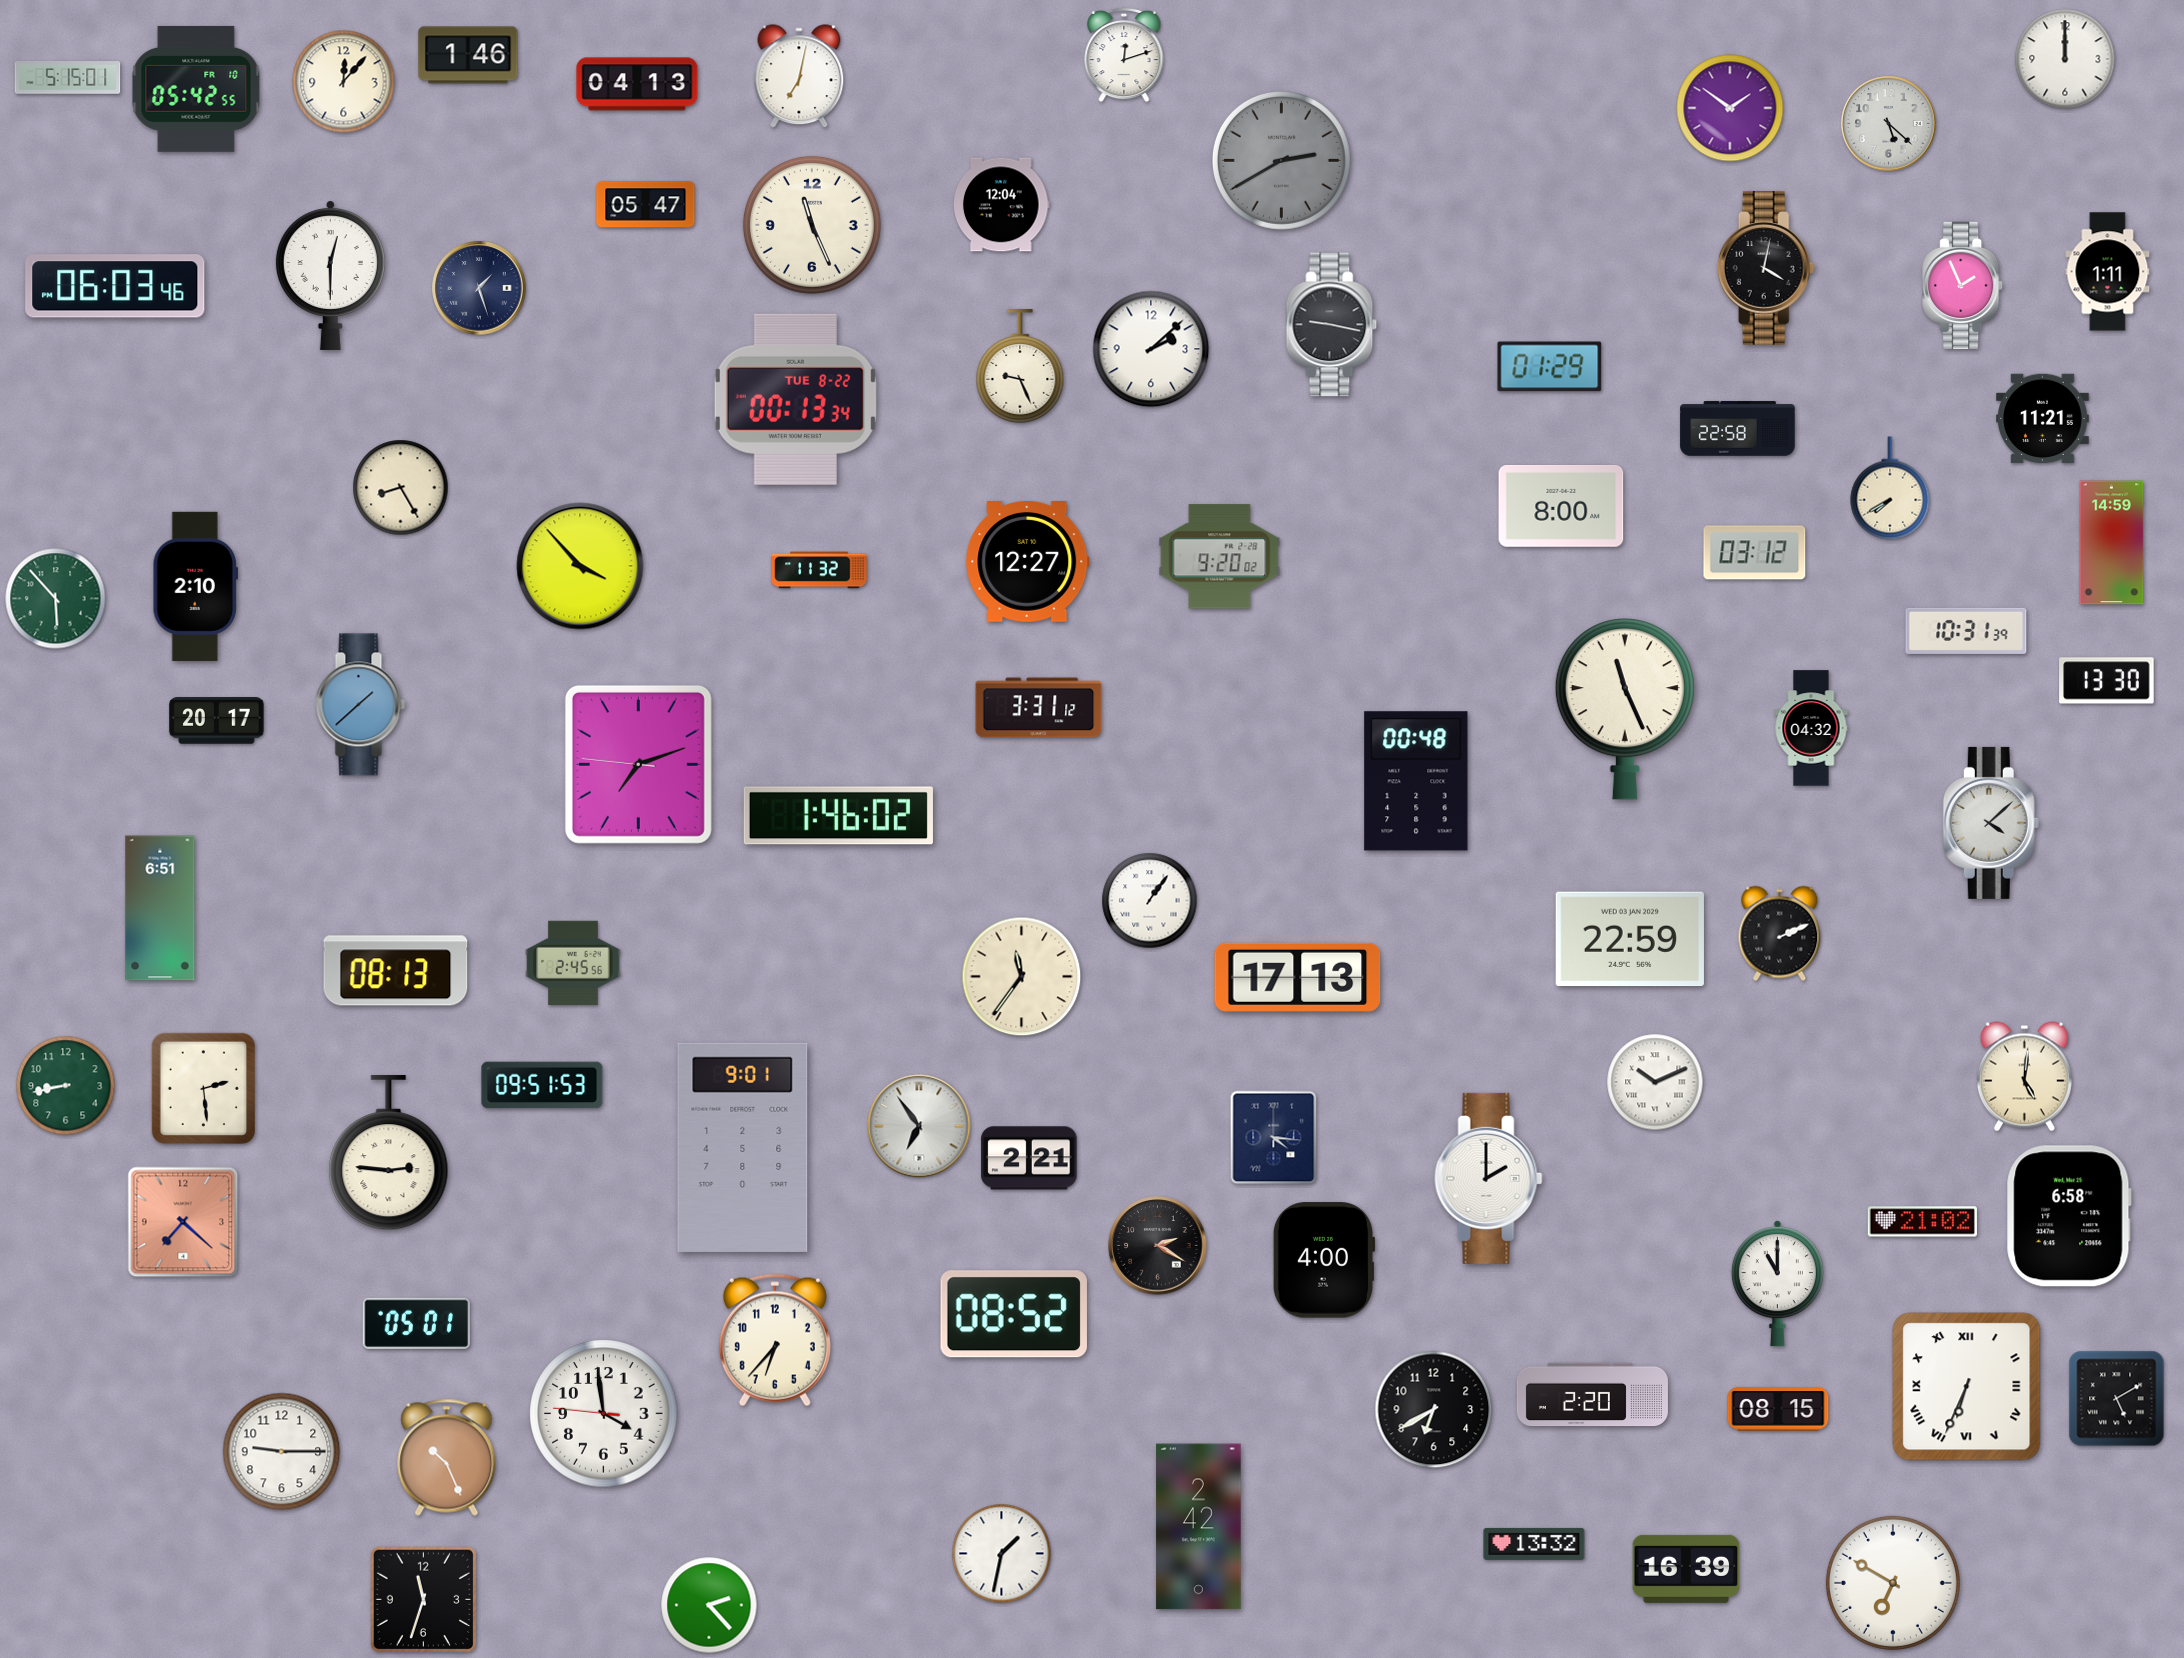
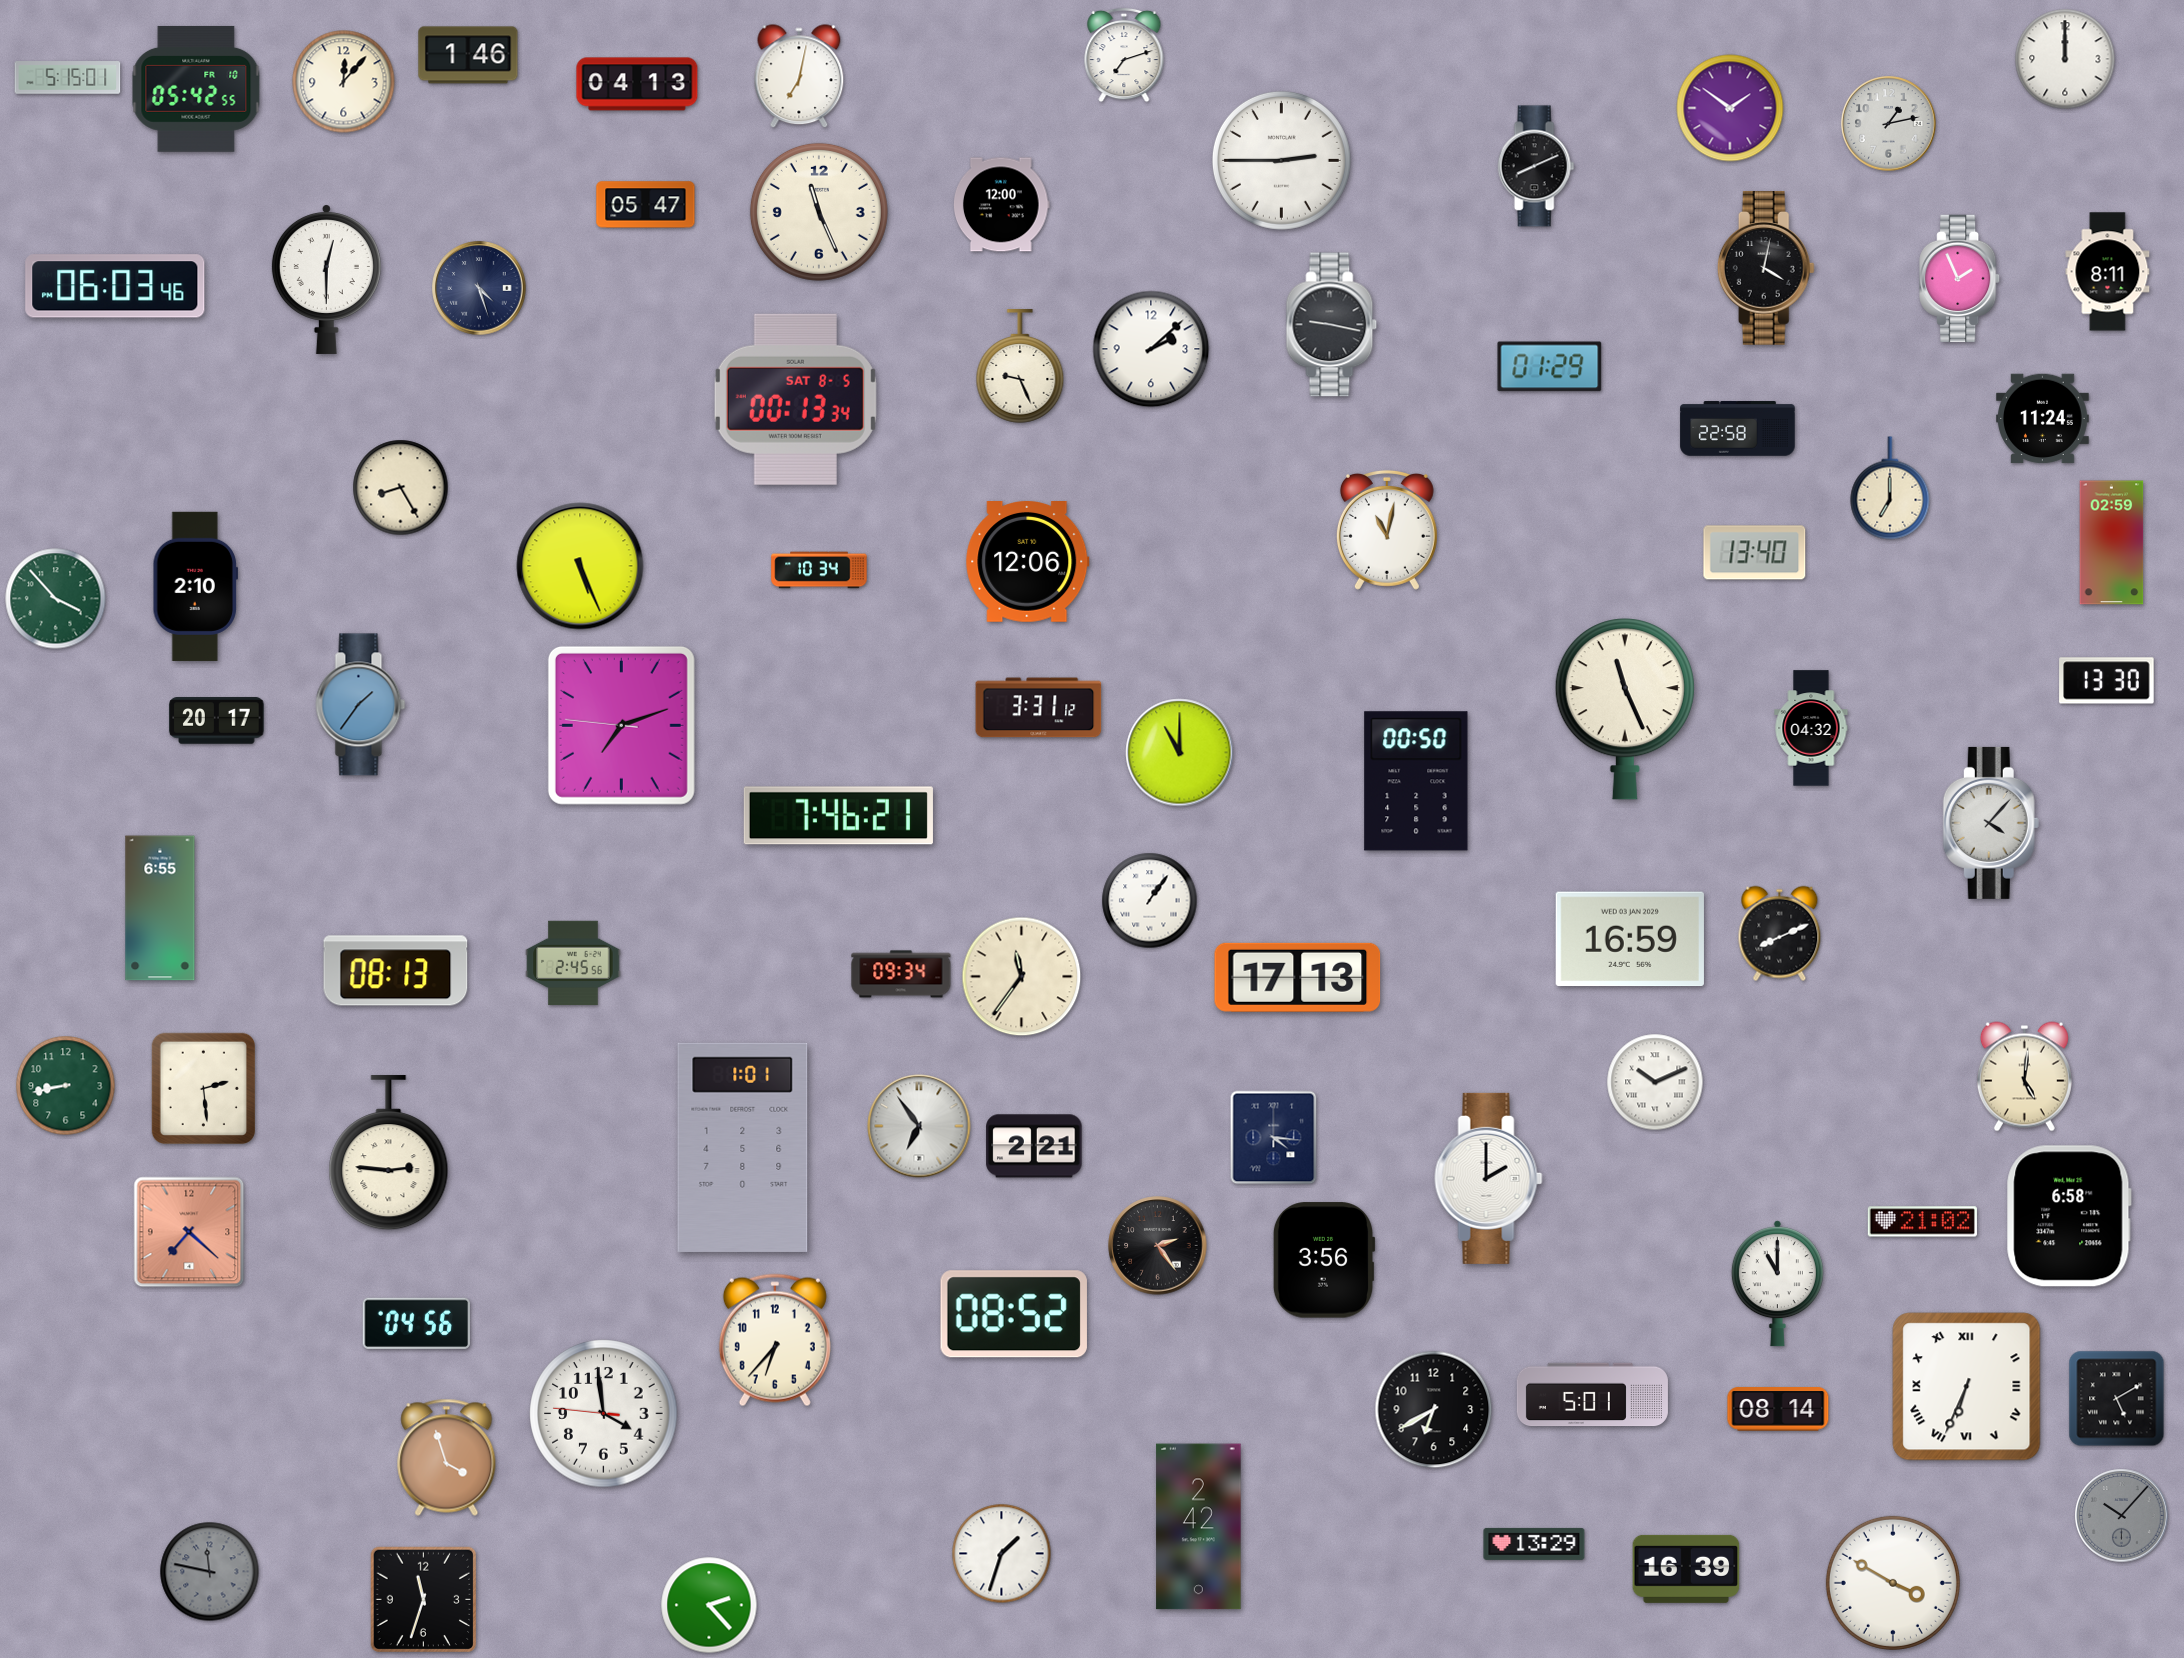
clock at (1124, 55): 12:12 -> 7:12
clock at (1889, 124): 5:22 -> 1:13
clock at (1281, 160): 2:40 -> 2:45
clock at (1281, 160) dial: grey -> white
clock at (1536, 166): none -> 8:11
clock at (1002, 205): 12:04 -> 12:00
clock at (812, 225) position: (812, 225) -> (819, 212)
clock at (2108, 272): 1:11 -> 8:11
clock at (330, 276) position: (330, 276) -> (326, 280)
clock at (1963, 286) position: (1963, 286) -> (1960, 279)
clock at (479, 288): 1:27 -> 4:27
clock at (795, 399) date: TUE 8-22 -> SAT 8-5
clock at (2043, 419): 11:21 -> 11:24
clock at (1890, 488): 7:40 -> 7:00
clock at (1561, 507): 8:00 -> none
clock at (1387, 530): none -> 11:02
clock at (2112, 543): 14:59 -> 02:59
clock at (1755, 553): 03:12 -> 13:40
clock at (1220, 557): 9:20 -> none
clock at (1028, 562): 12:27 -> 12:06
clock at (580, 566): 3:53 -> 5:26
clock at (819, 570): 11:32 -> 10:34
clock at (56, 599): 5:53 -> 3:53
clock at (1966, 631): 10:31 -> none
clock at (361, 705): 1:38 -> 1:36
clock at (1180, 753): none -> 11:00
clock at (638, 764) position: (638, 764) -> (621, 725)
clock at (1416, 781): 00:48 -> 00:50
clock at (838, 816): 1:46 -> 7:46
clock at (1991, 823): 4:08 -> 4:07
clock at (160, 908): 6:51 -> 6:55
clock at (1780, 934): 2:11 -> 8:11
clock at (1630, 939): 22:59 -> 16:59
clock at (901, 974): none -> 09:34
clock at (542, 1085): 09:51 -> none
clock at (743, 1147): 9:01 -> 1:01
clock at (1029, 1158) position: (1029, 1158) -> (1034, 1146)
clock at (183, 1222) position: (183, 1222) -> (189, 1232)
clock at (1158, 1246): 2:20 -> 2:24
clock at (1324, 1260): 4:00 -> 3:56
clock at (416, 1323): 05:01 -> 04:56
clock at (1592, 1395): 2:20 -> 5:01
clock at (1778, 1409): 08:15 -> 08:14
clock at (282, 1452): 9:15 -> none
clock at (447, 1457): 10:26 -> 3:57
clock at (2122, 1516): none -> 10:07
clock at (1534, 1544): 13:32 -> 13:29
clock at (1002, 1554): 1:32 -> 1:33
clock at (210, 1572): none -> 11:47
clock at (1893, 1583): 6:50 -> 3:50
